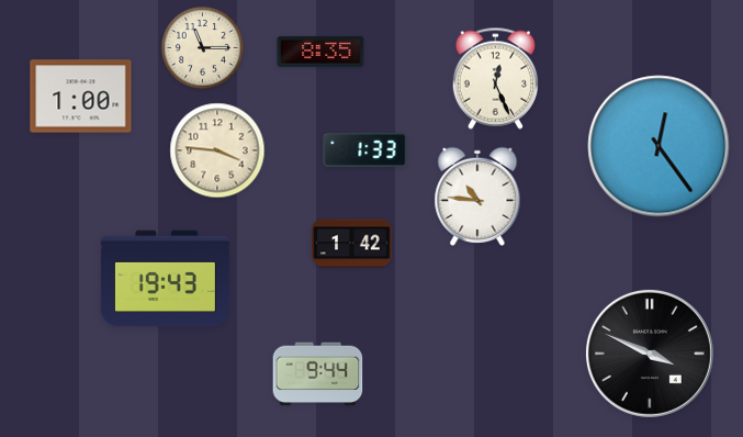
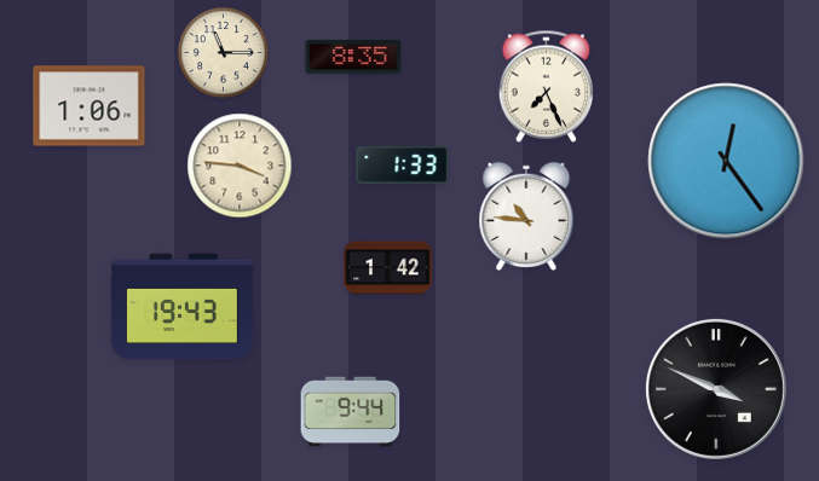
clock at (495, 78): 12:26 -> 7:26
clock at (81, 97): 1:00 -> 1:06
